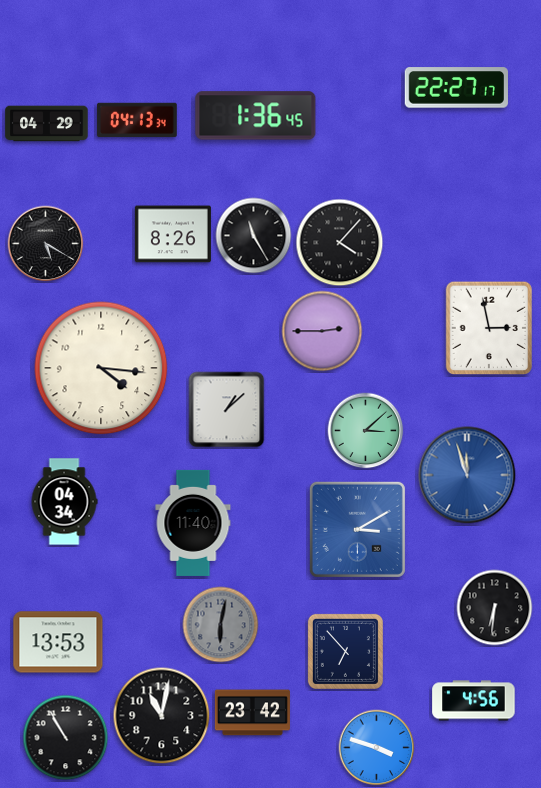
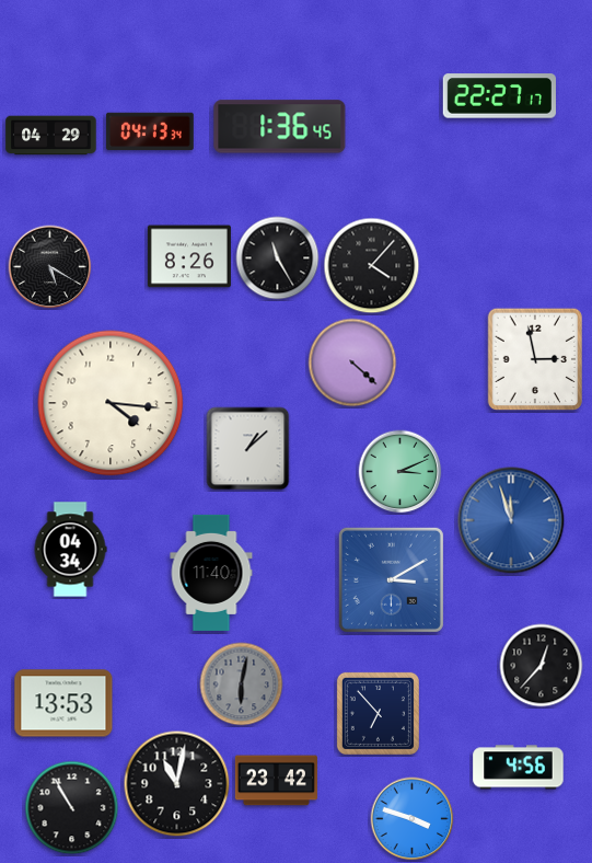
clock at (322, 331): 2:45 -> 4:22
clock at (366, 431): 3:08 -> 3:11
clock at (495, 608): 6:31 -> 12:37
